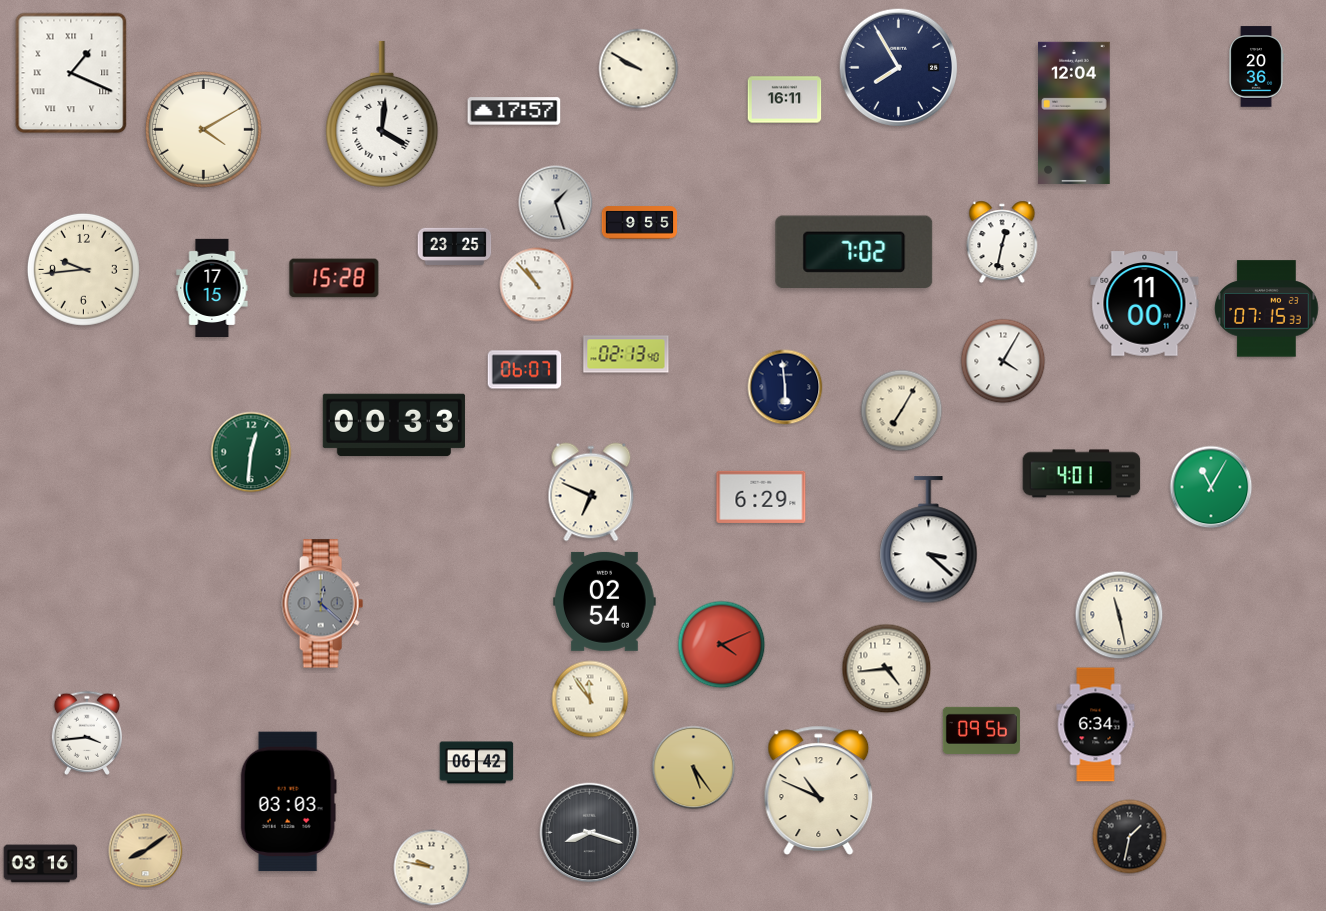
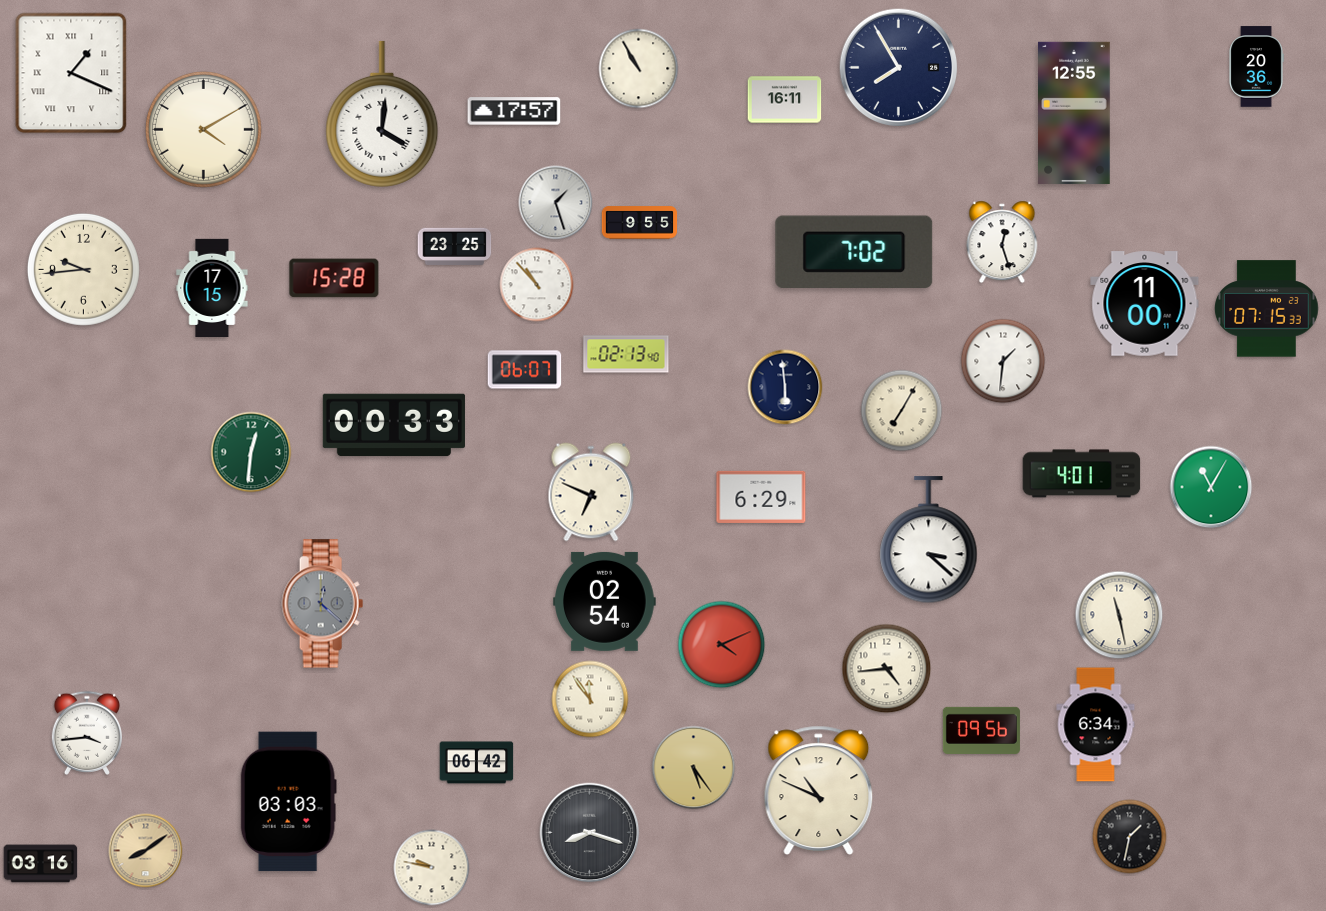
clock at (639, 69): 9:50 -> 10:55
clock at (1074, 113): 12:04 -> 12:55
clock at (1002, 242): 12:32 -> 12:27
clock at (1003, 361): 4:05 -> 1:31
